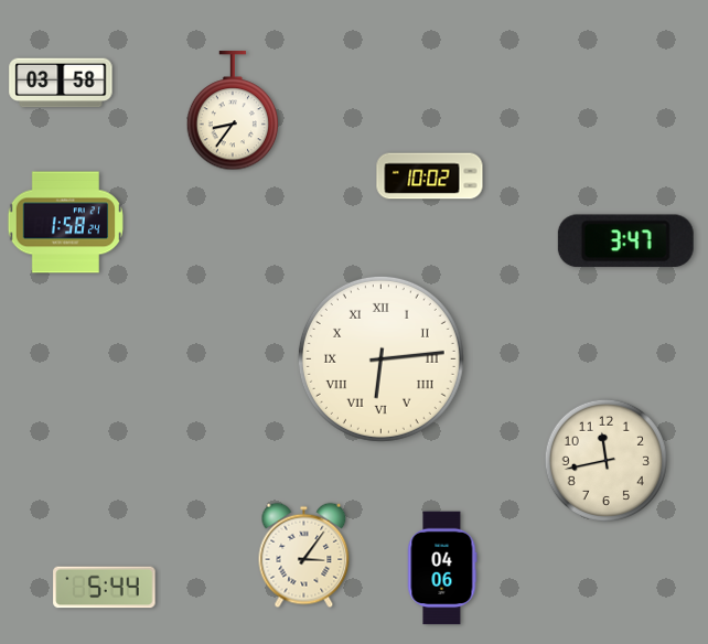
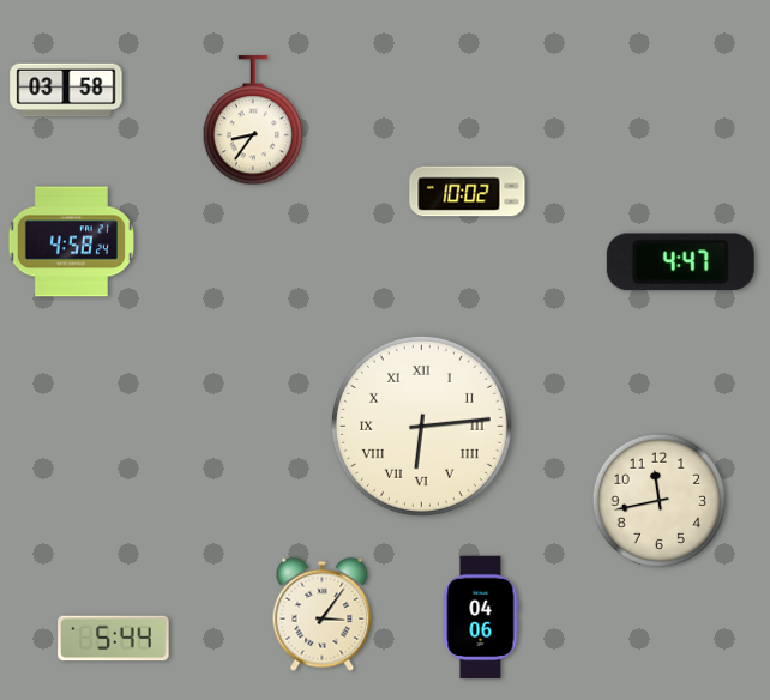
clock at (65, 223): 1:58 -> 4:58
clock at (625, 241): 3:47 -> 4:47
clock at (380, 358) position: (380, 358) -> (421, 426)
clock at (304, 556) position: (304, 556) -> (323, 615)
